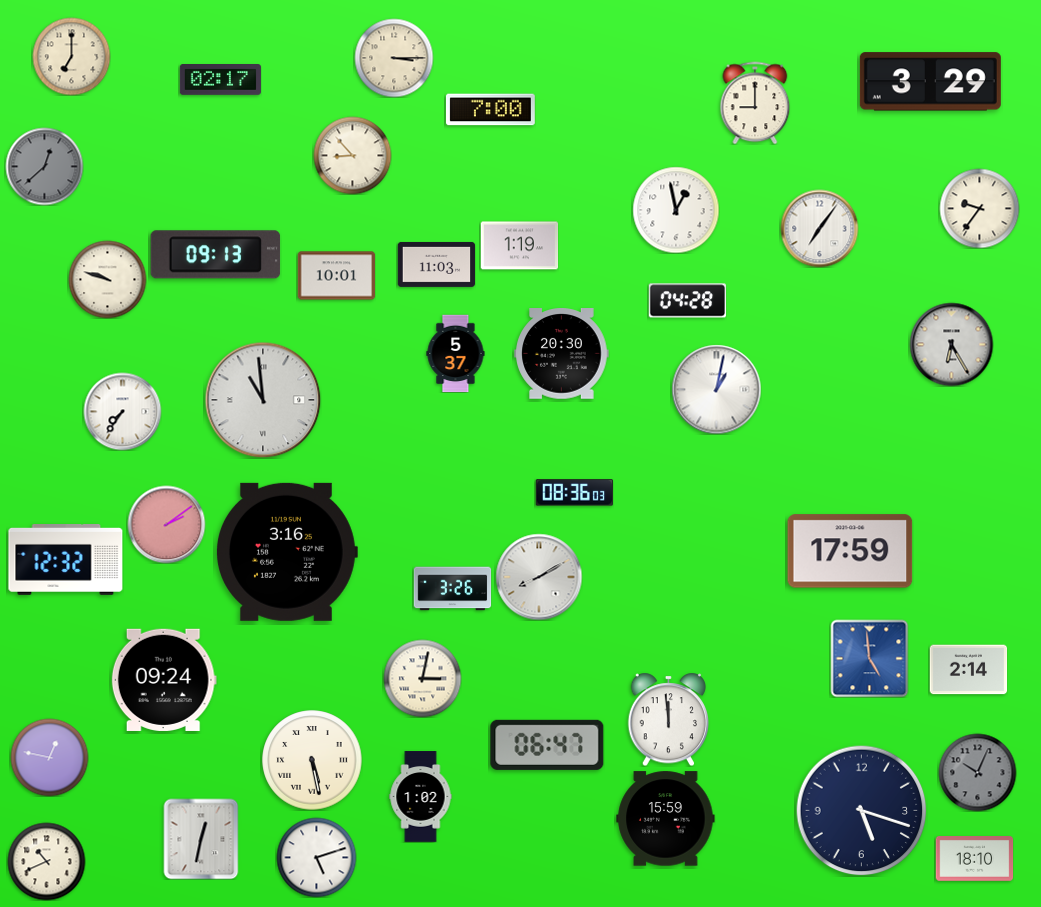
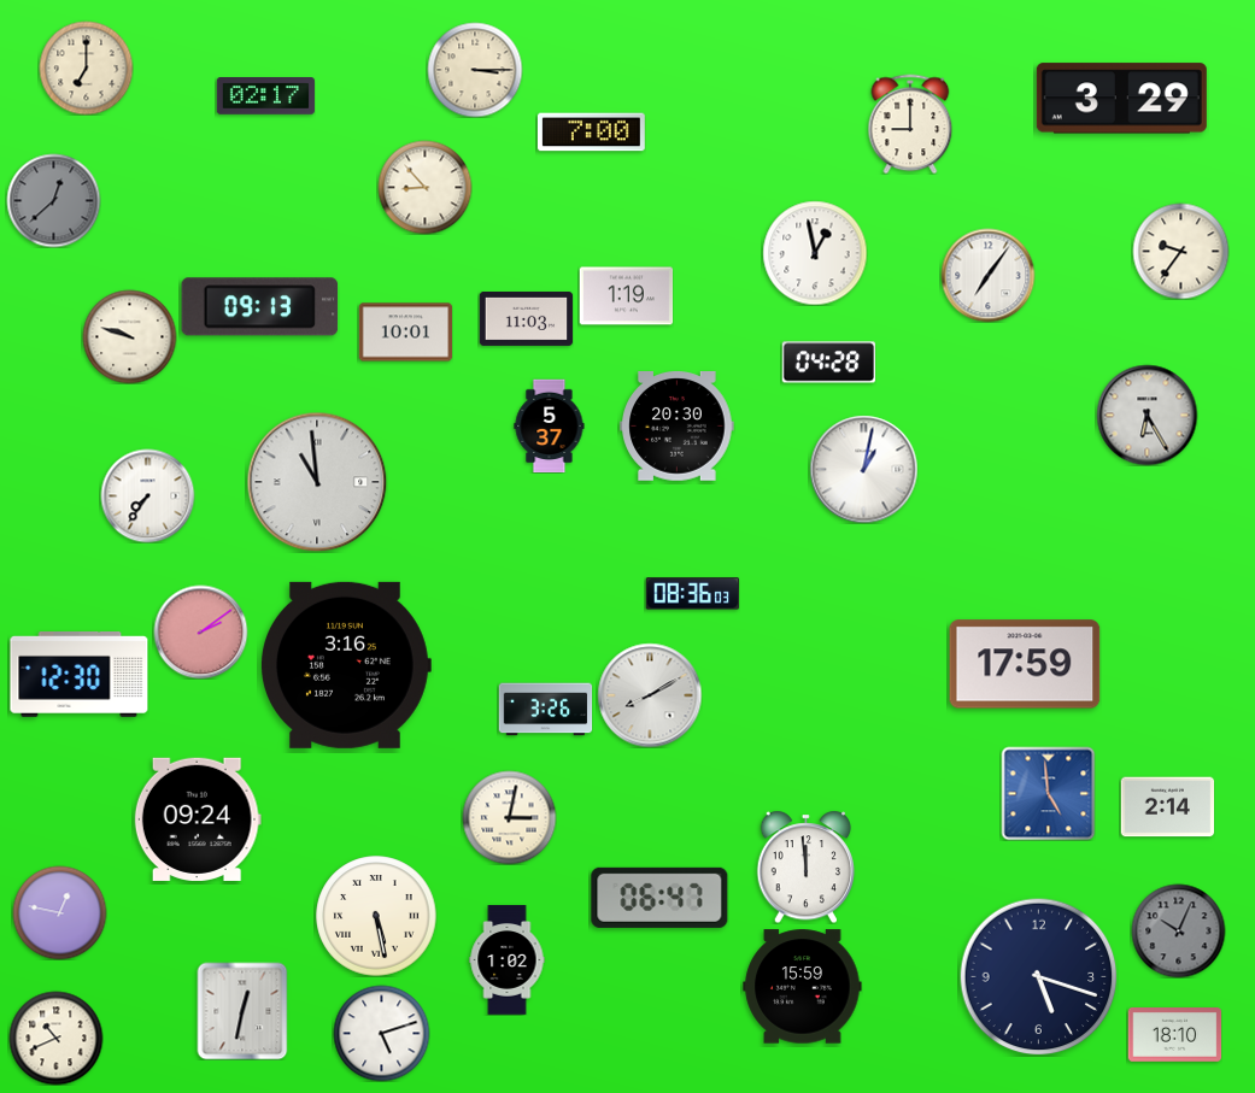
clock at (66, 560): 12:32 -> 12:30
